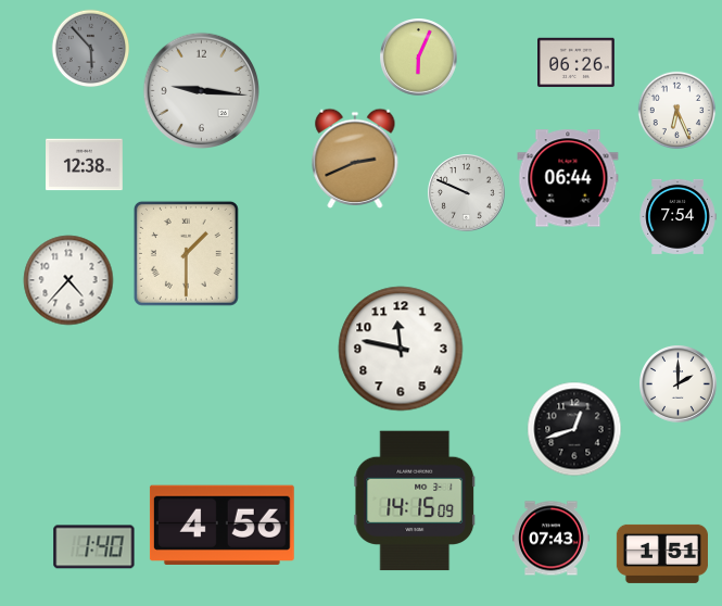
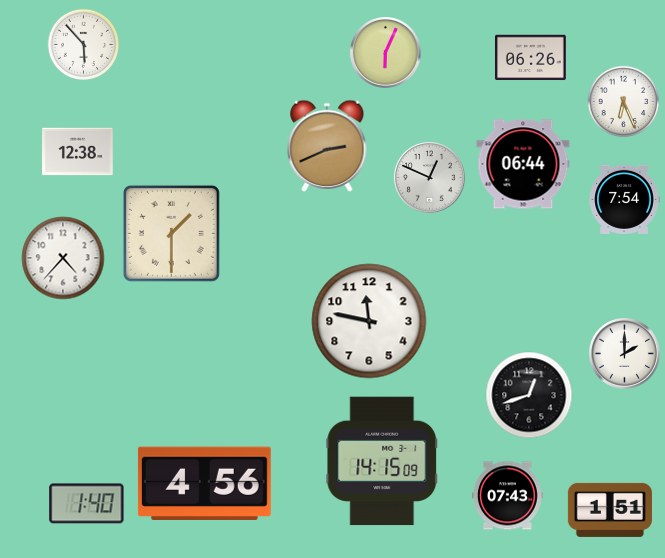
clock at (91, 49) dial: grey -> white
clock at (201, 90): 9:16 -> none
clock at (467, 193): 9:49 -> 12:49
